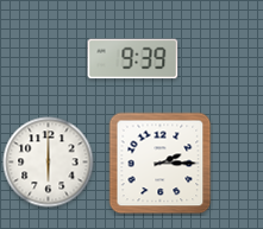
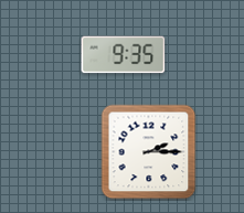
clock at (133, 59): 9:39 -> 9:35
clock at (49, 163): 6:00 -> none
